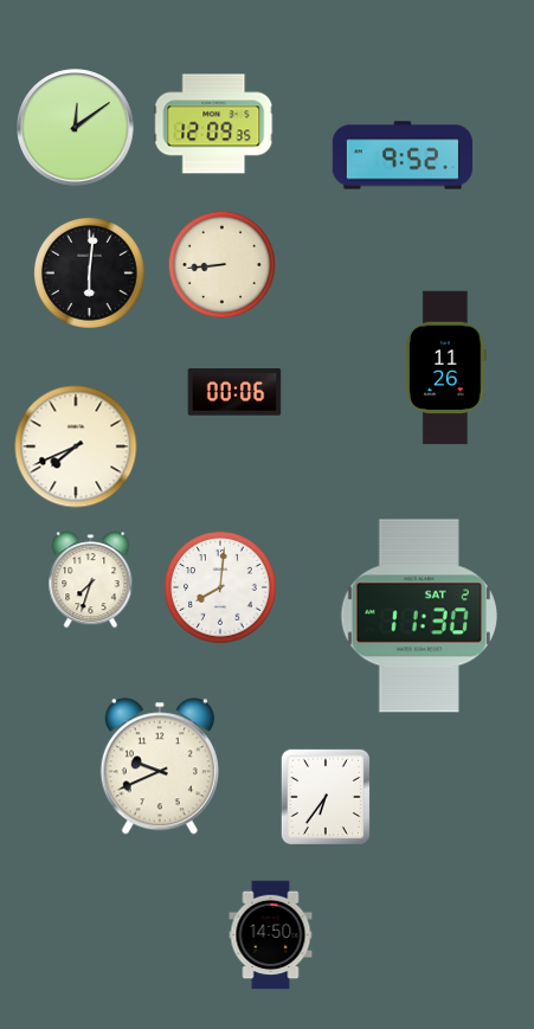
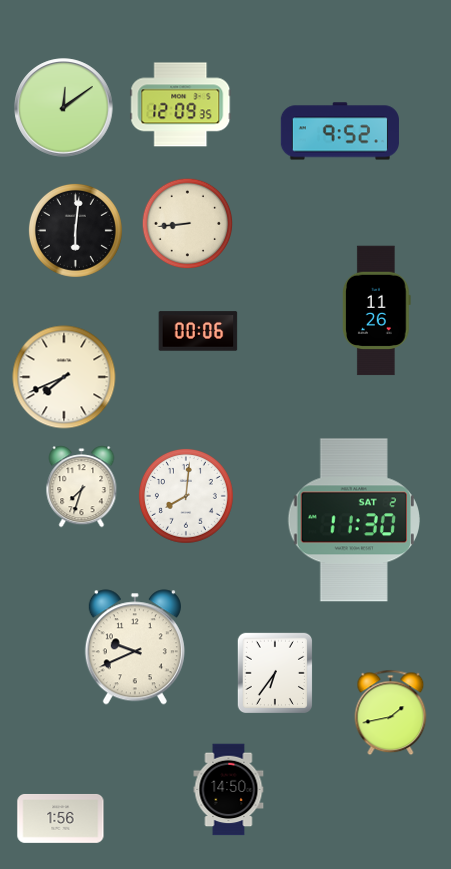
clock at (91, 580) position: (91, 580) -> (82, 487)
clock at (391, 713): none -> 1:43
clock at (61, 819): none -> 1:56
